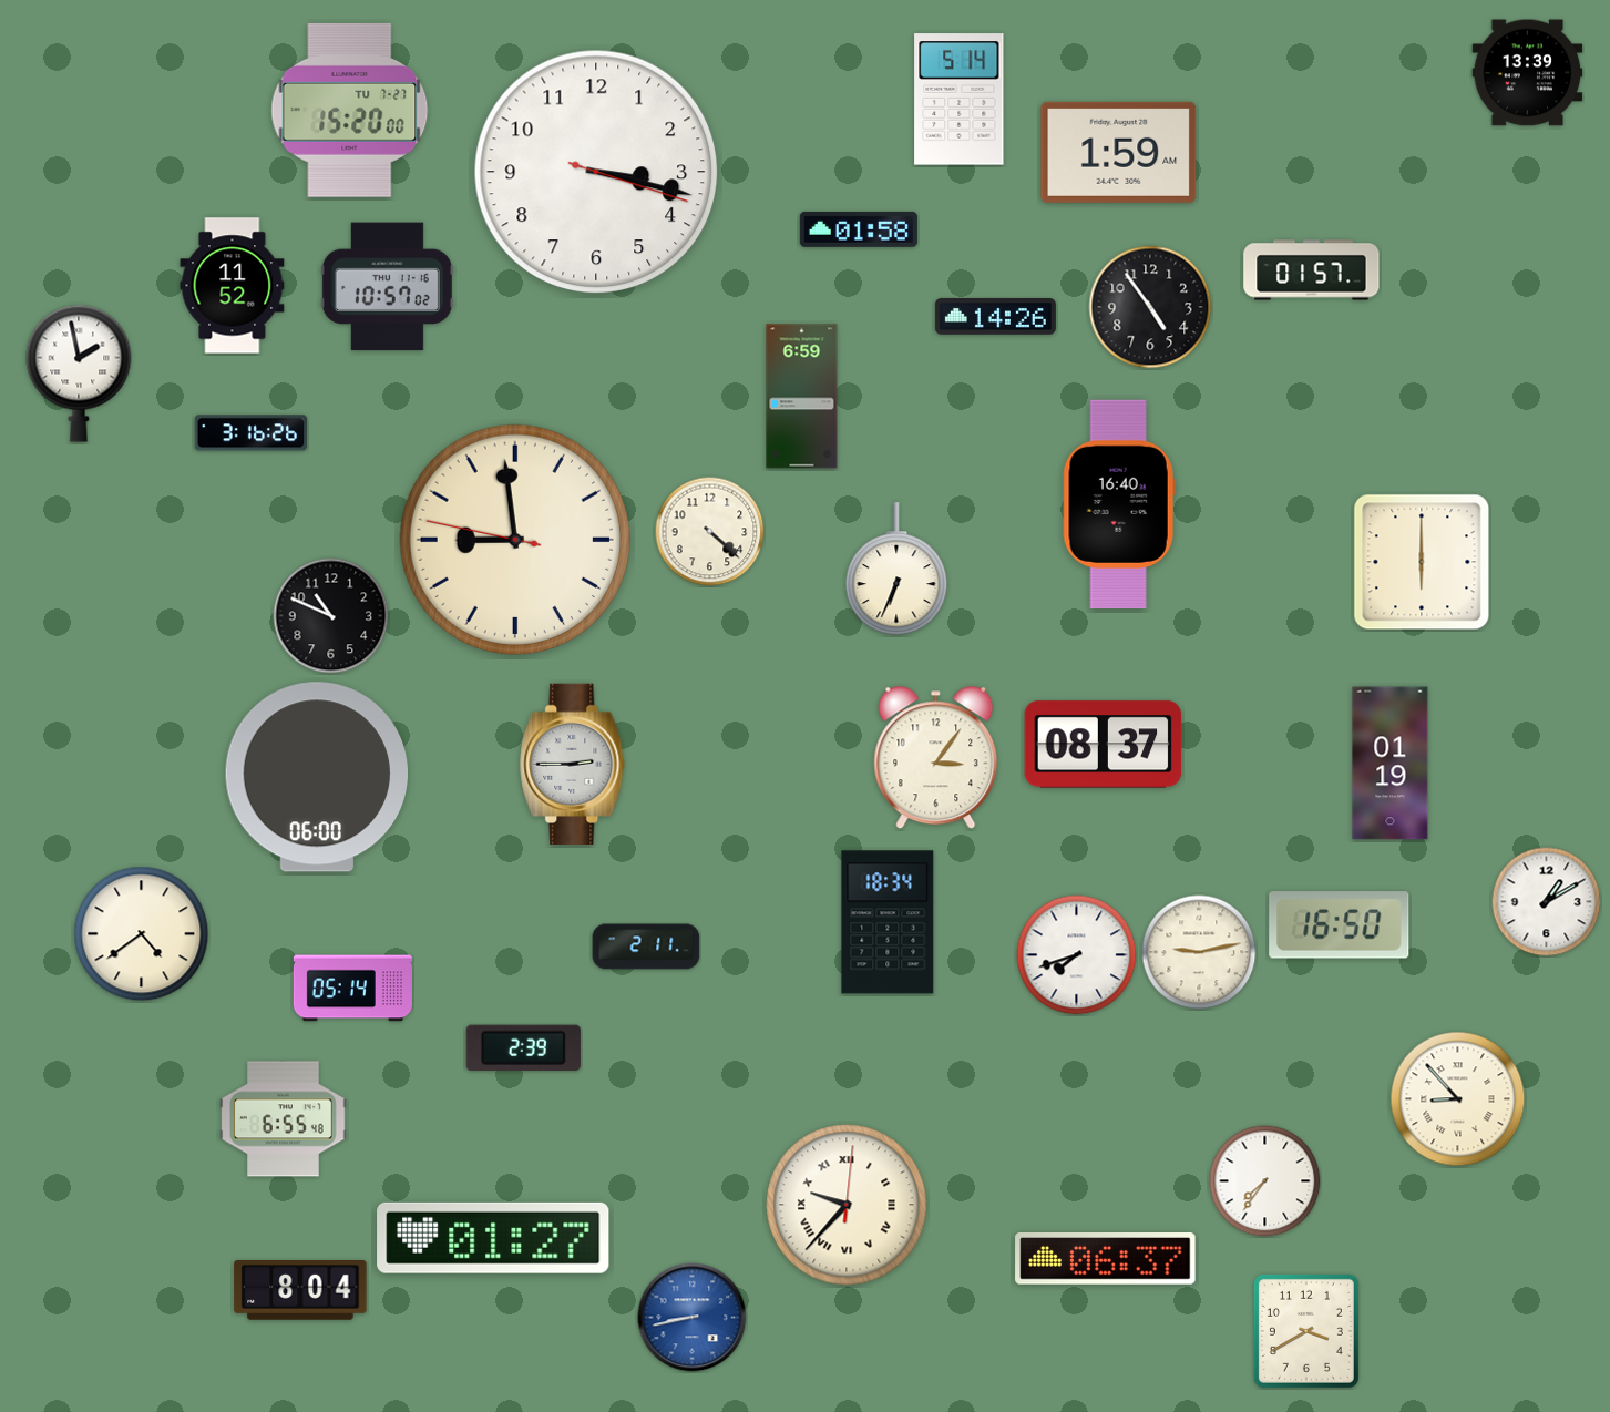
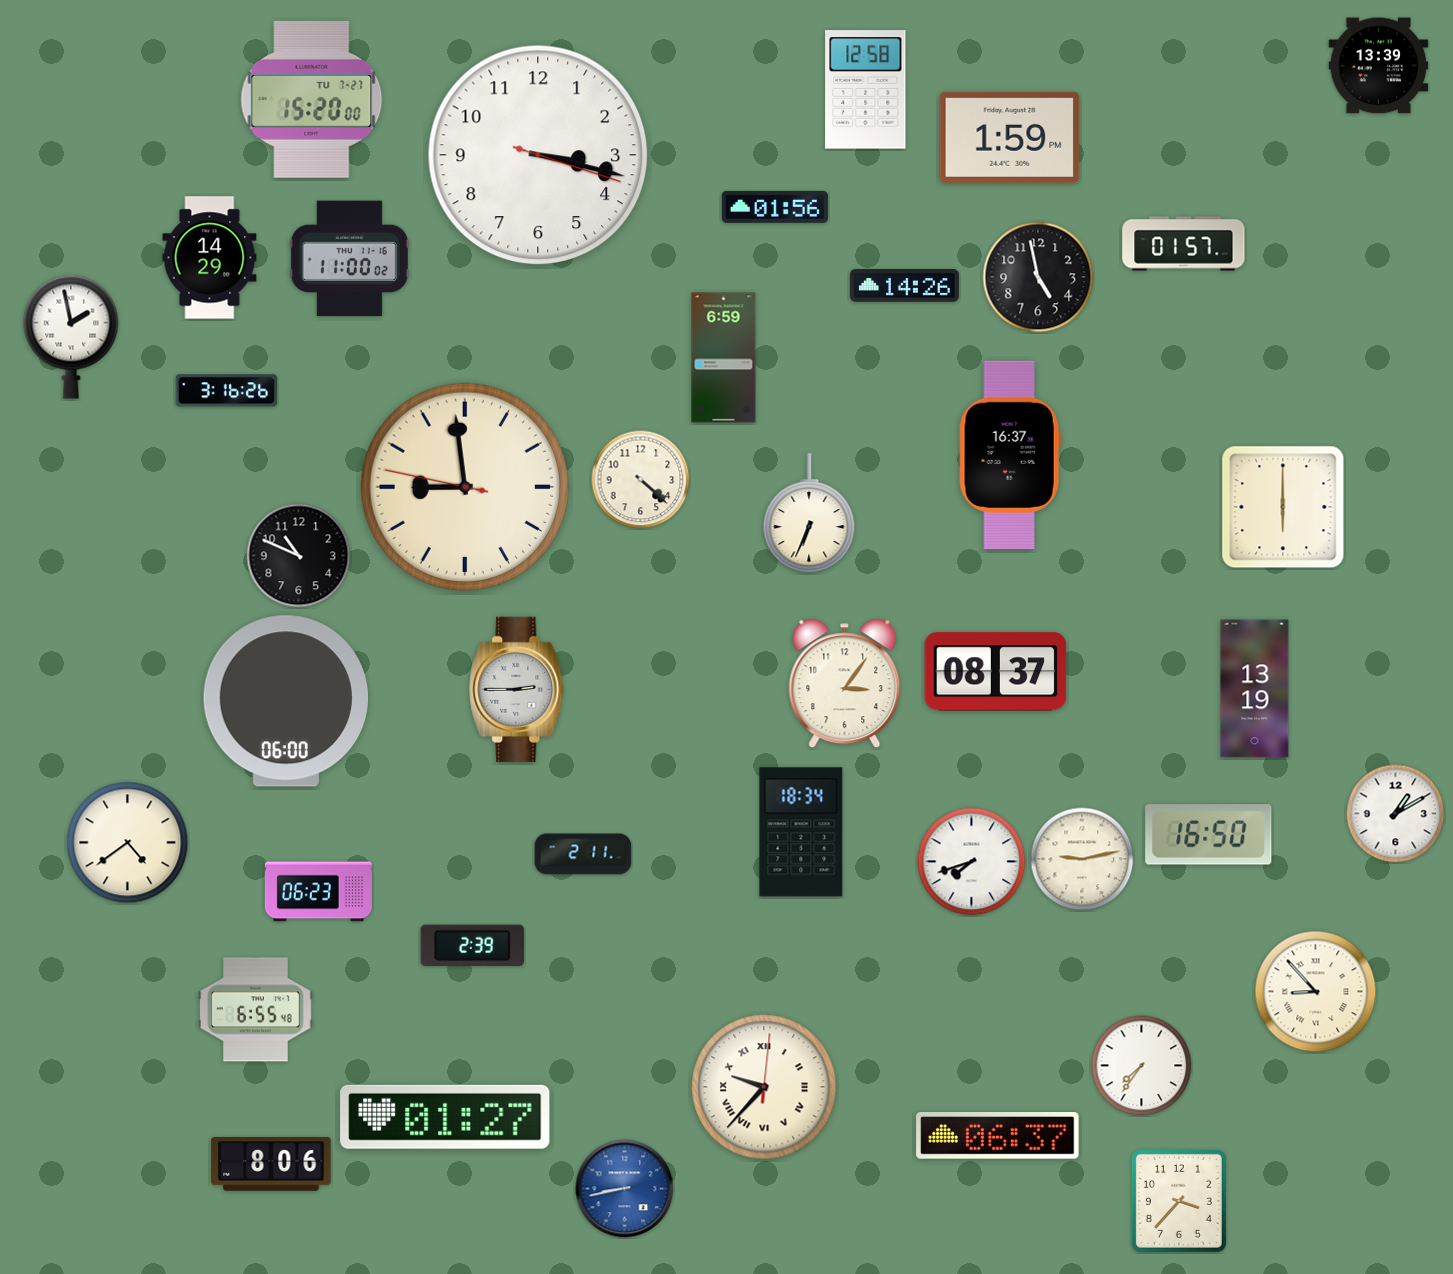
clock at (960, 100): 5:14 -> 12:58
clock at (350, 110) position: (350, 110) -> (312, 99)
clock at (1119, 152): 1:59 AM -> 1:59 PM
clock at (859, 229): 01:58 -> 01:56
clock at (233, 286): 11:52 -> 14:29
clock at (387, 287): 10:57 -> 11:00
clock at (1150, 307): 4:54 -> 4:58
clock at (995, 317) position: (995, 317) -> (904, 286)
clock at (1119, 503): 16:40 -> 16:37
clock at (1391, 764): 01:19 -> 13:19
clock at (352, 989): 05:14 -> 06:23
clock at (300, 1291): 8:04 -> 8:06
clock at (1306, 1331): 3:40 -> 3:37
